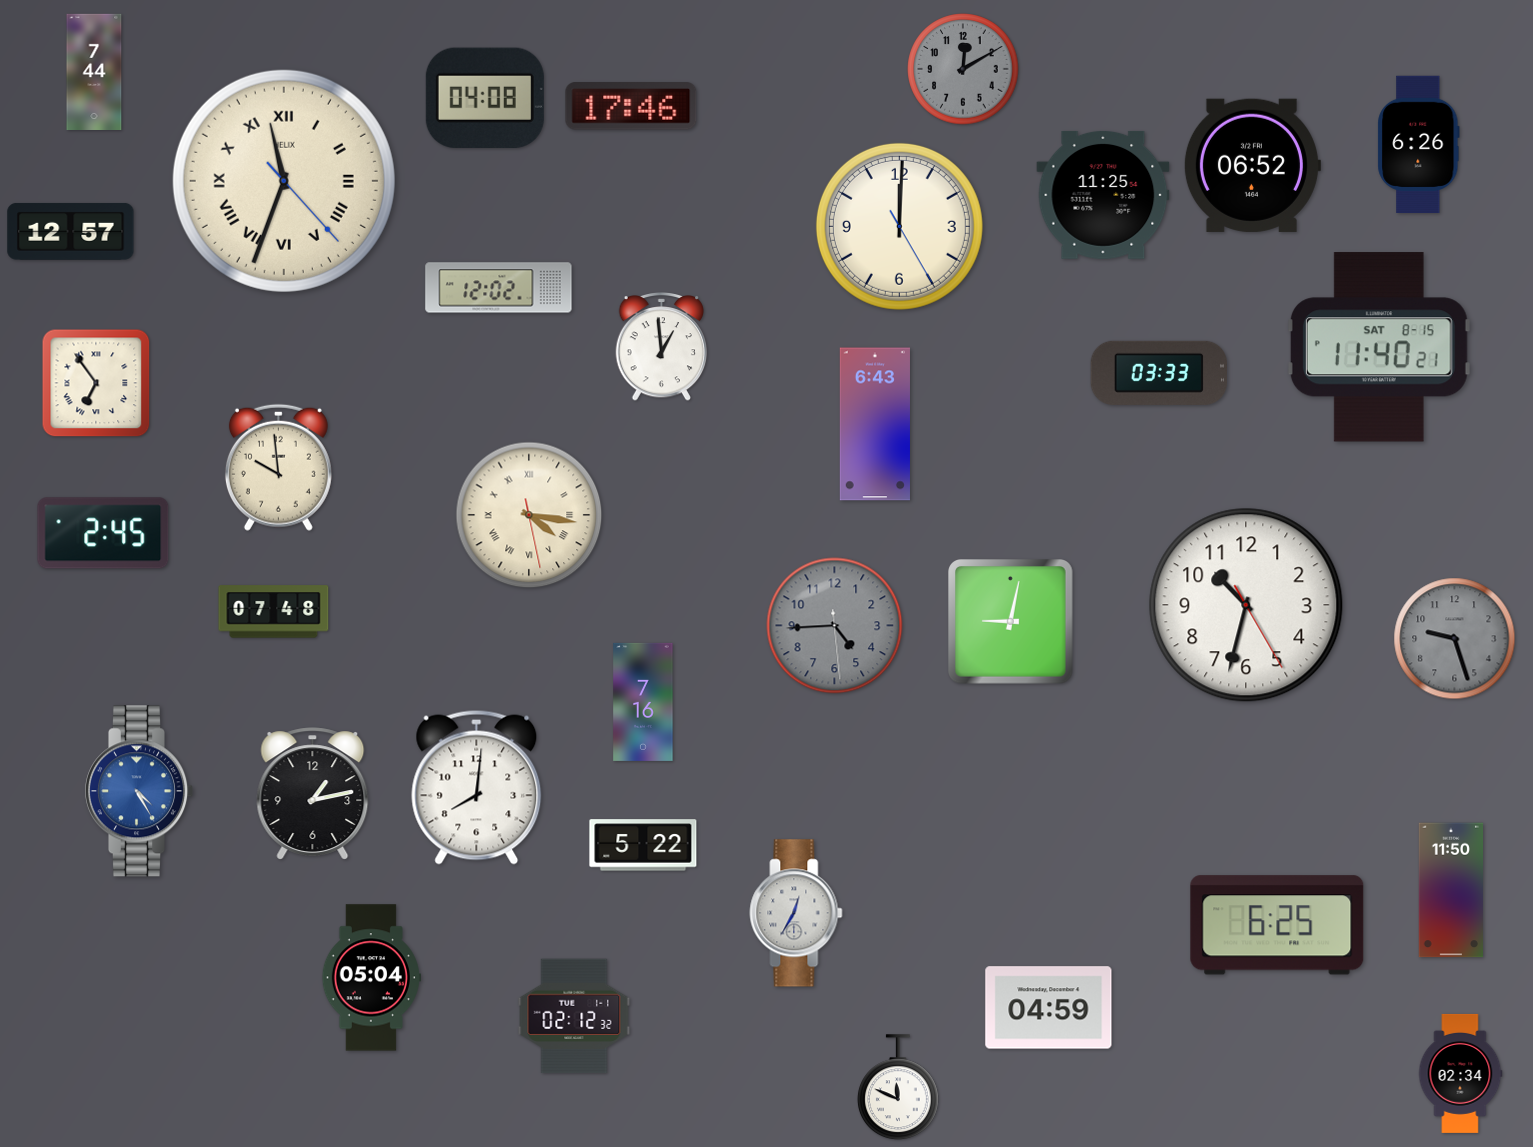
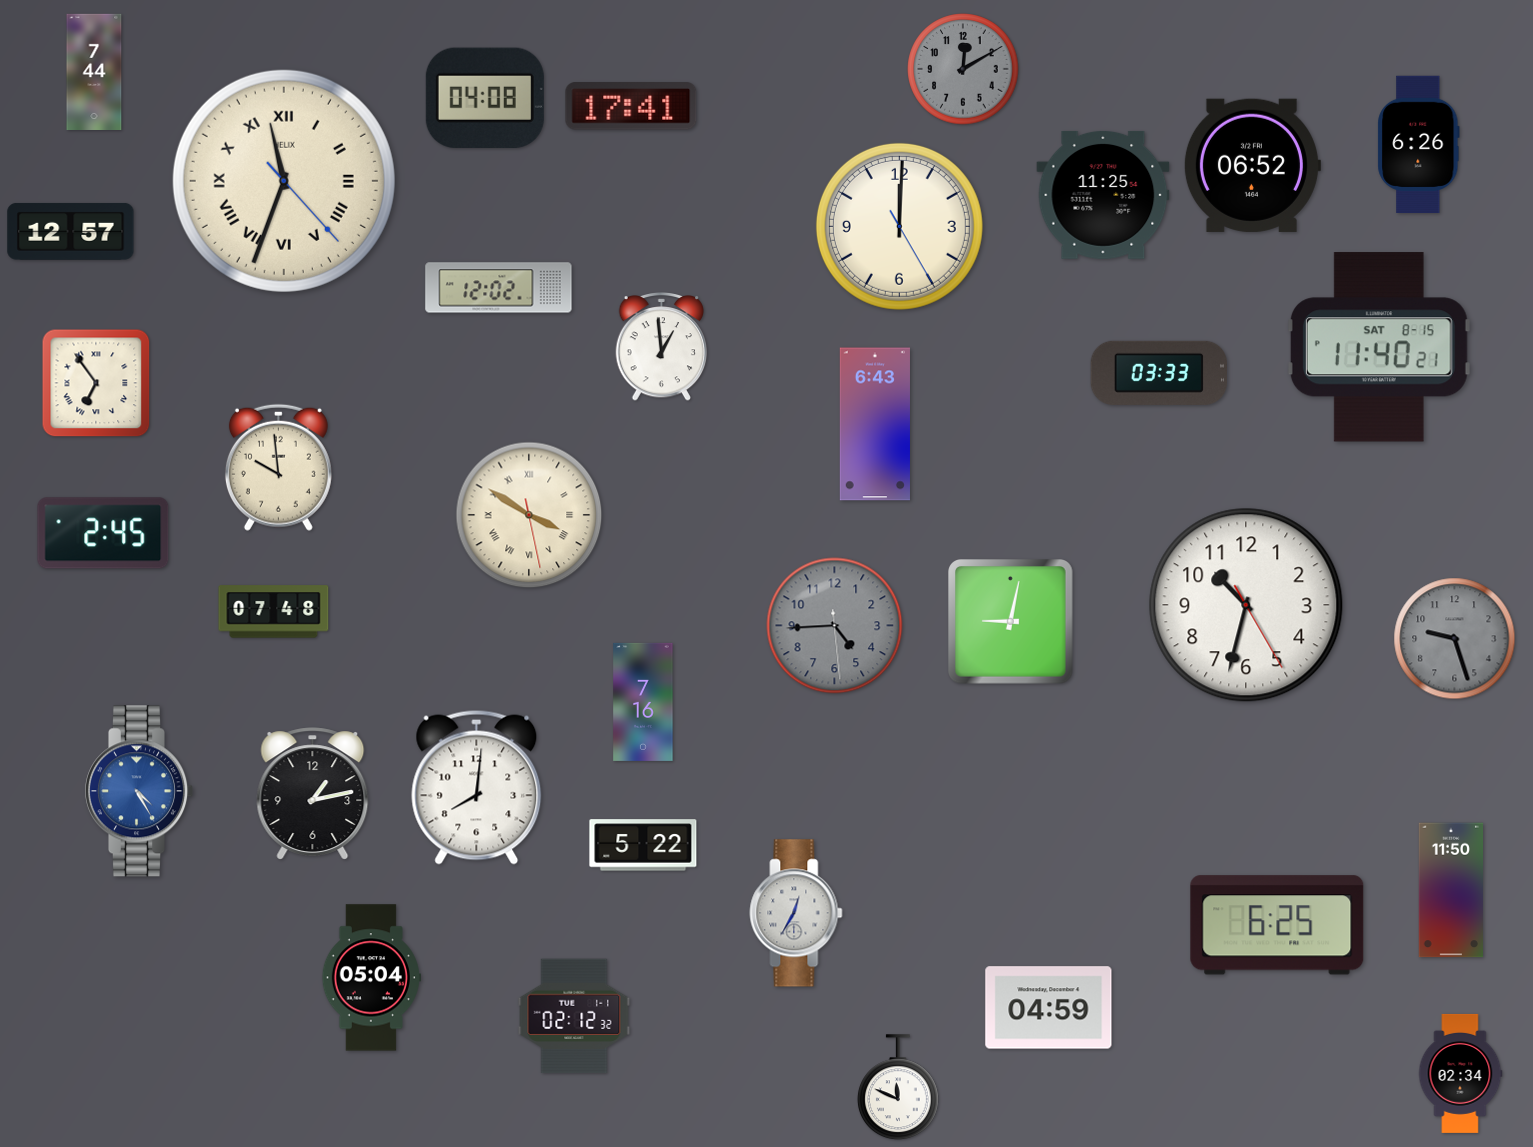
clock at (631, 106): 17:46 -> 17:41
clock at (529, 515): 4:16 -> 3:50
